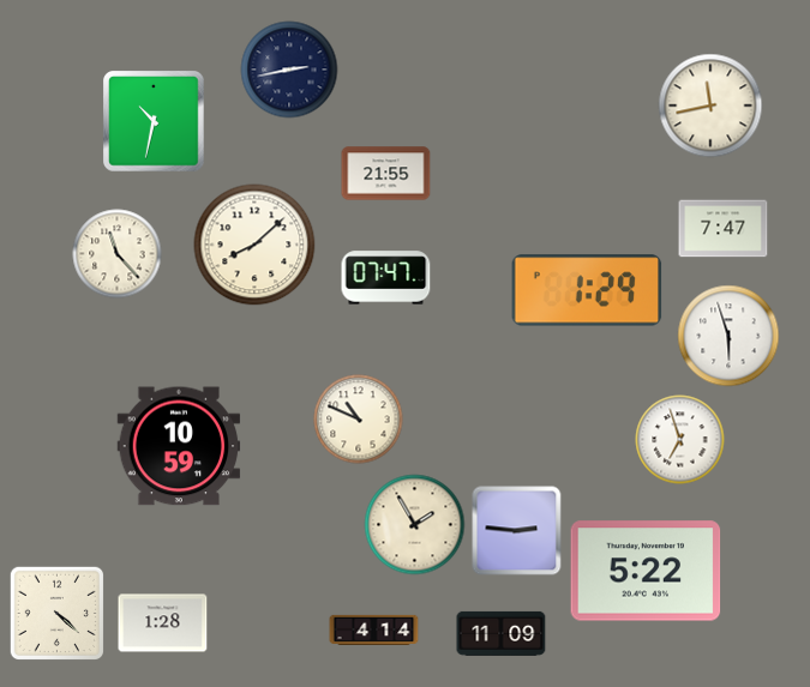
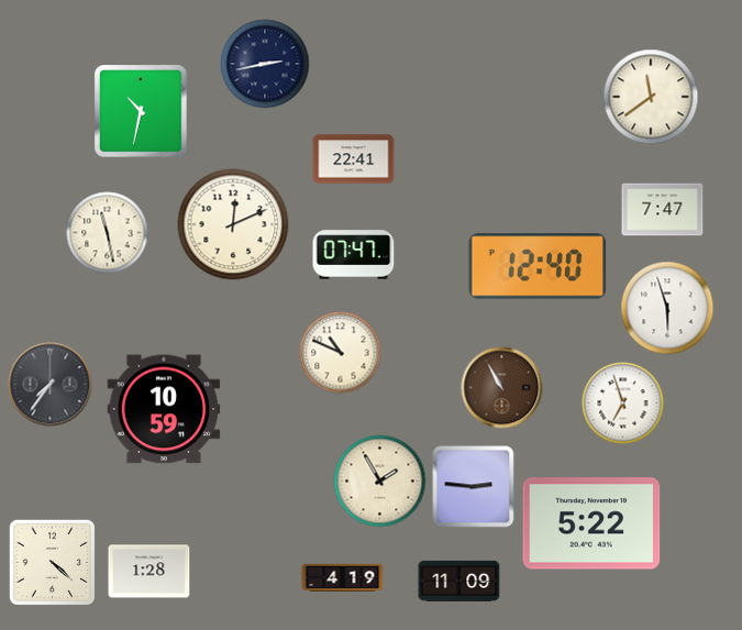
clock at (710, 106): 11:43 -> 11:39
clock at (386, 174): 21:55 -> 22:41
clock at (254, 245): 8:08 -> 12:11
clock at (118, 254): 11:23 -> 11:28
clock at (587, 290): 1:29 -> 12:40
clock at (51, 385): none -> 7:36
clock at (359, 420) position: (359, 420) -> (341, 353)
clock at (502, 388): none -> 10:55
clock at (374, 629): 4:14 -> 4:19
